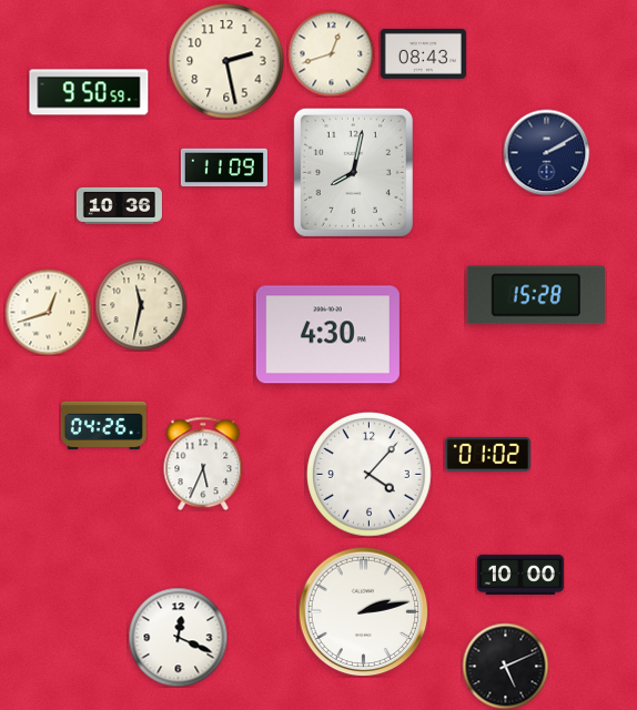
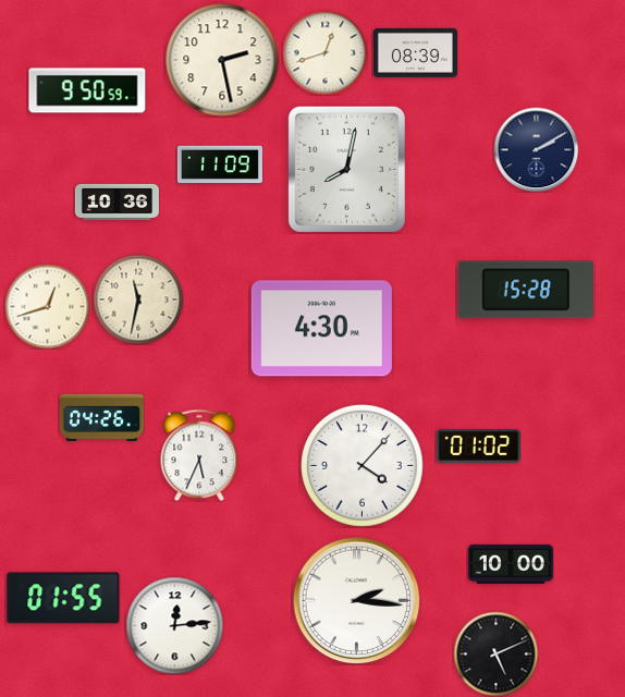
clock at (423, 53): 08:43 -> 08:39
clock at (63, 598): none -> 01:55
clock at (363, 611): 2:13 -> 2:16
clock at (178, 637): 12:19 -> 12:14
